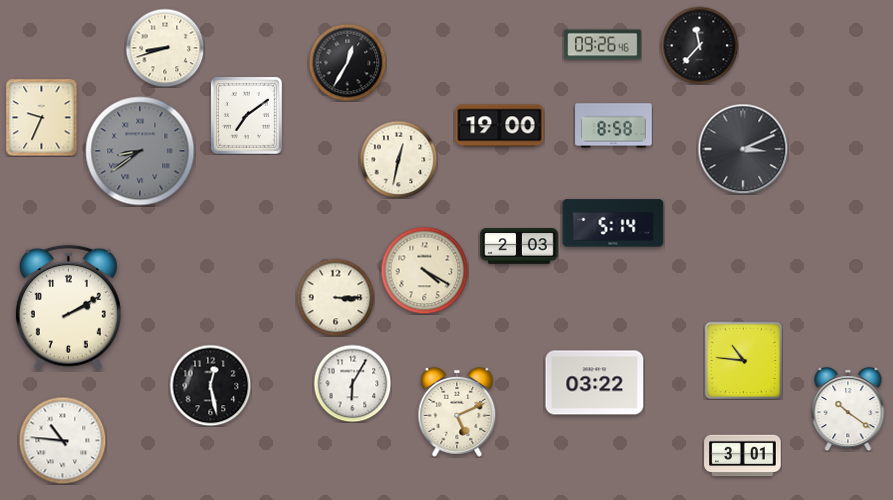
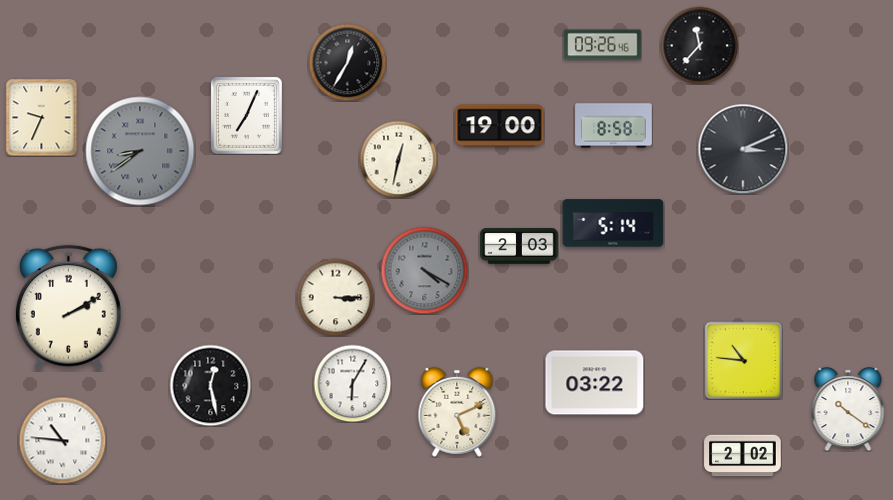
clock at (165, 48): 8:42 -> none
clock at (246, 115): 7:09 -> 7:04
clock at (424, 270) dial: cream -> grey
clock at (743, 456): 3:01 -> 2:02
